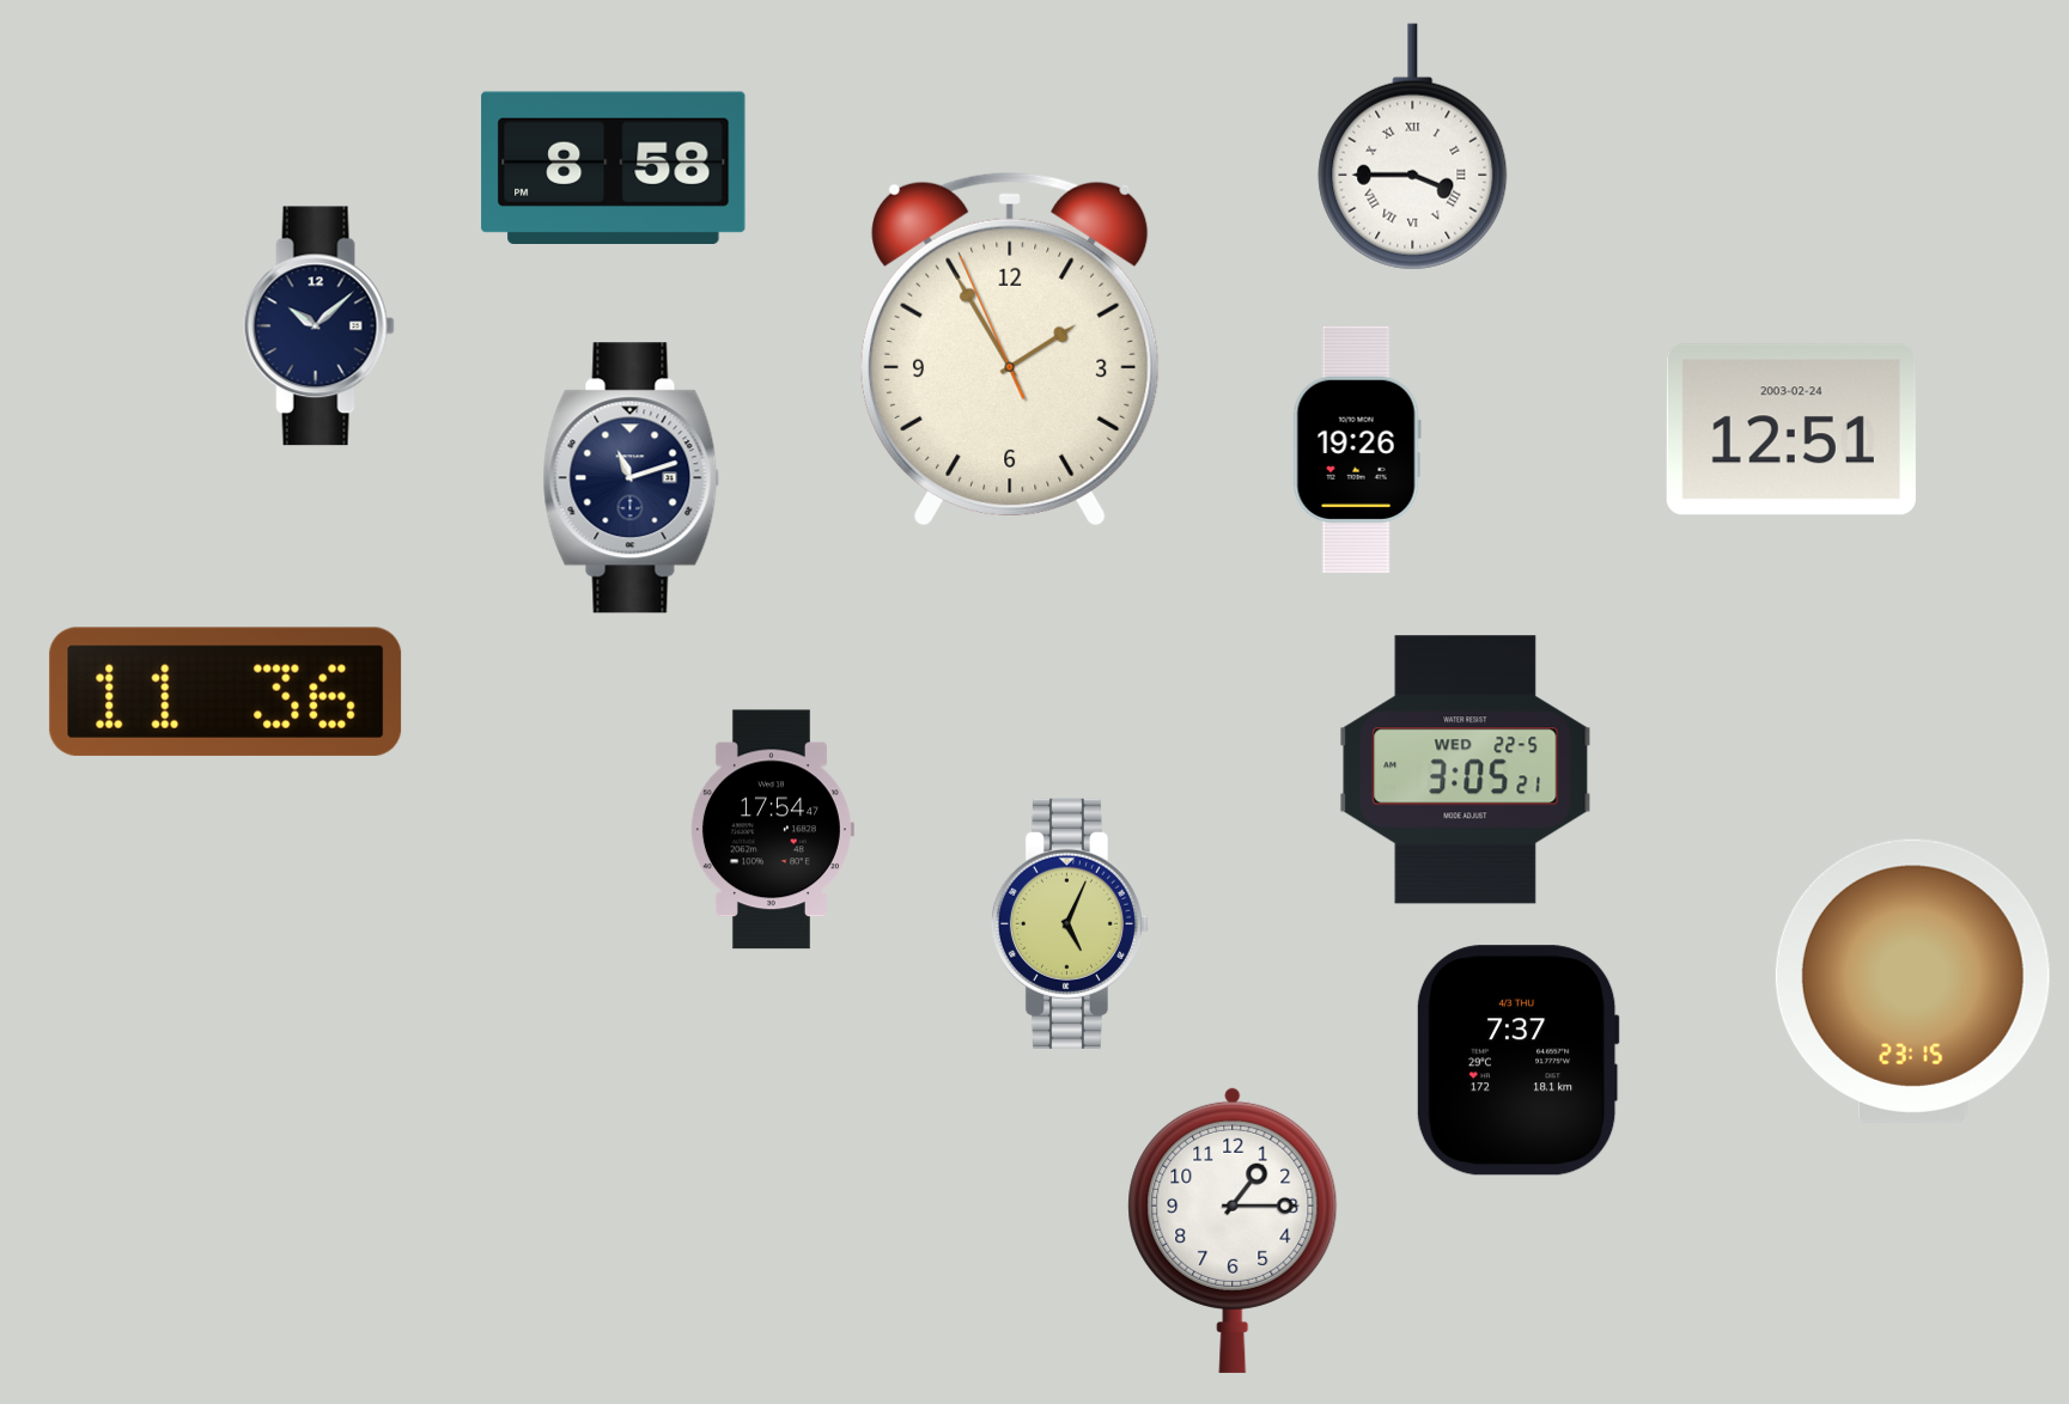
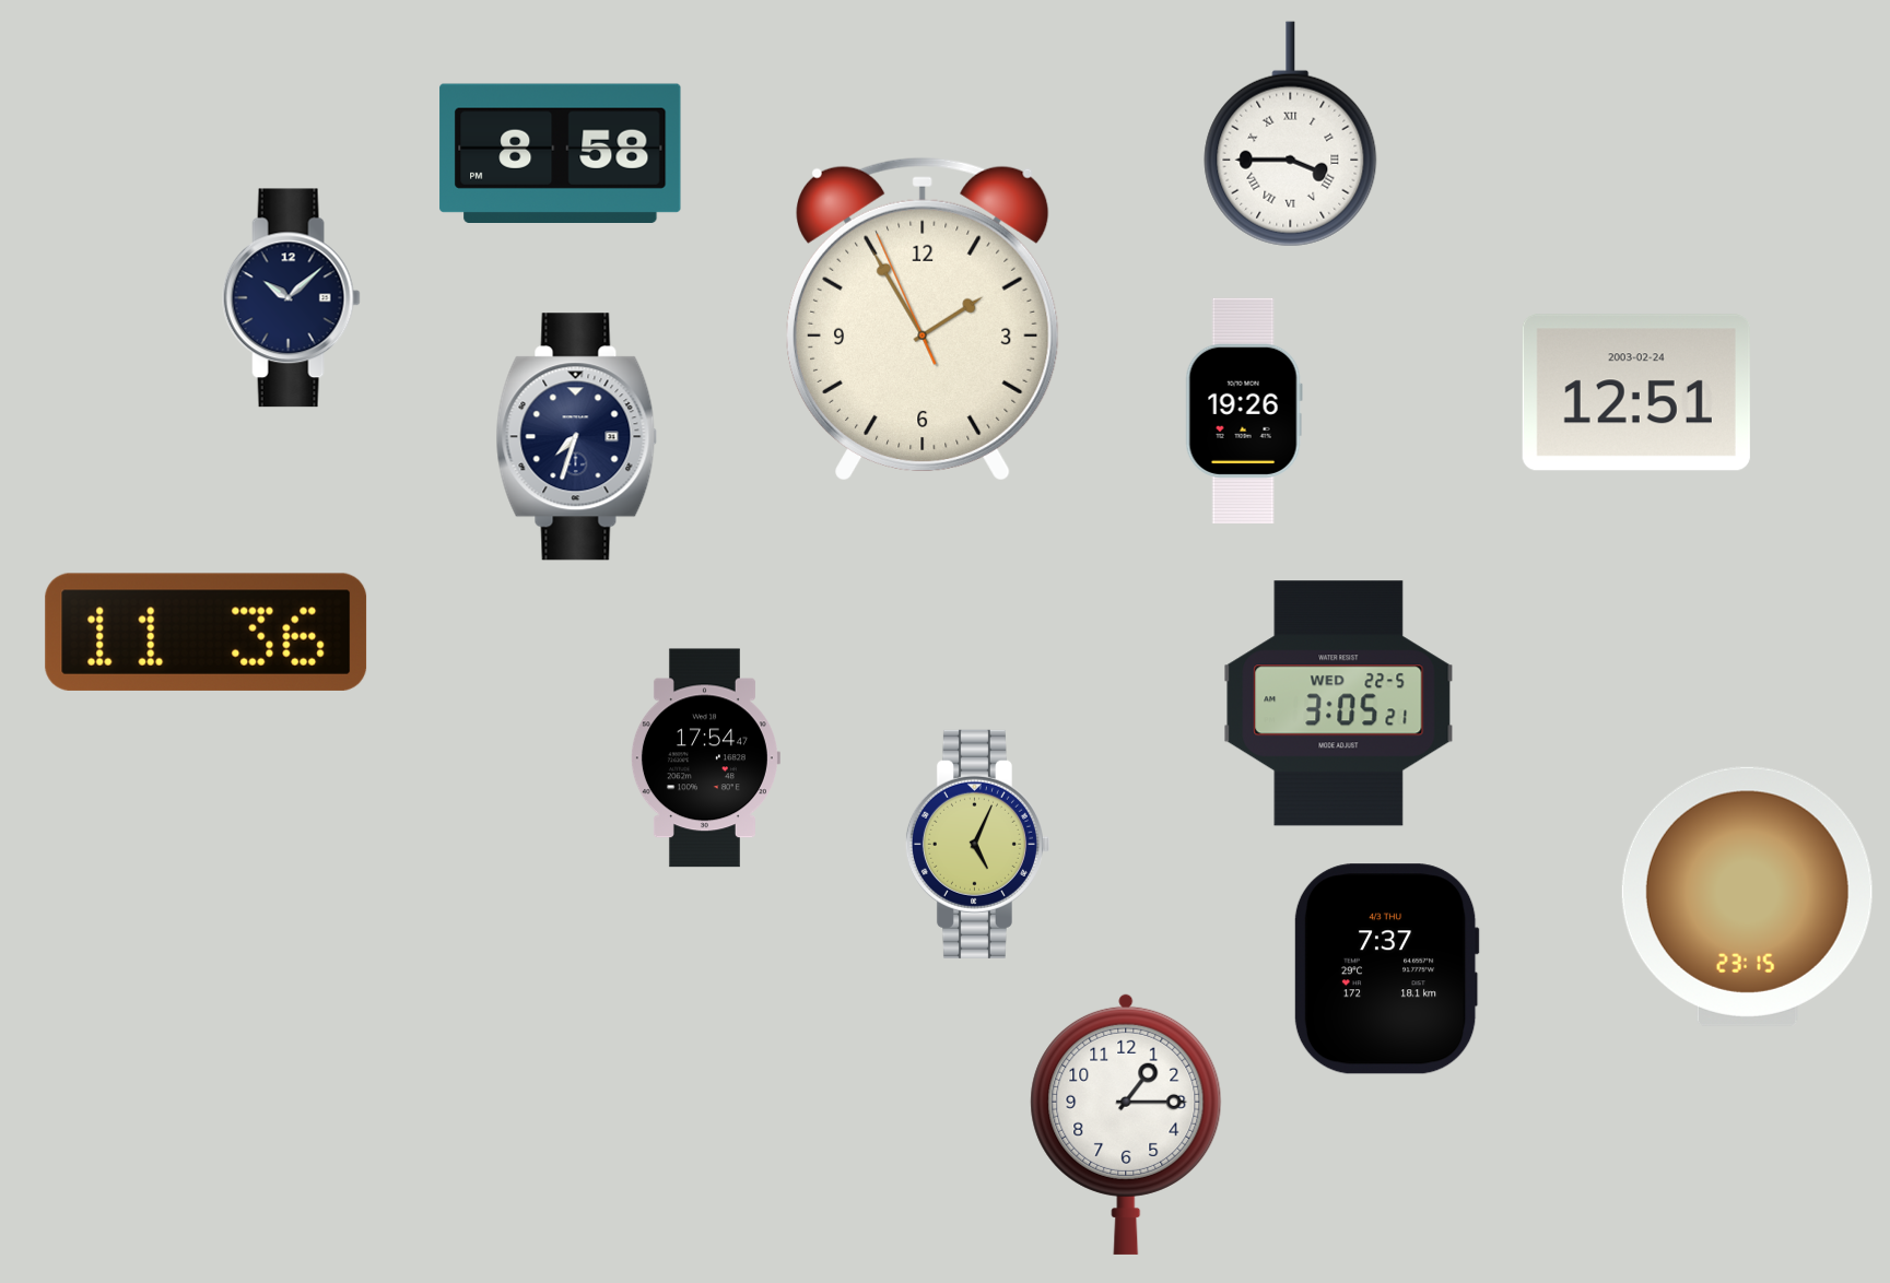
clock at (1357, 450) position: (1357, 450) -> (1244, 411)
clock at (632, 478): 11:12 -> 7:33
